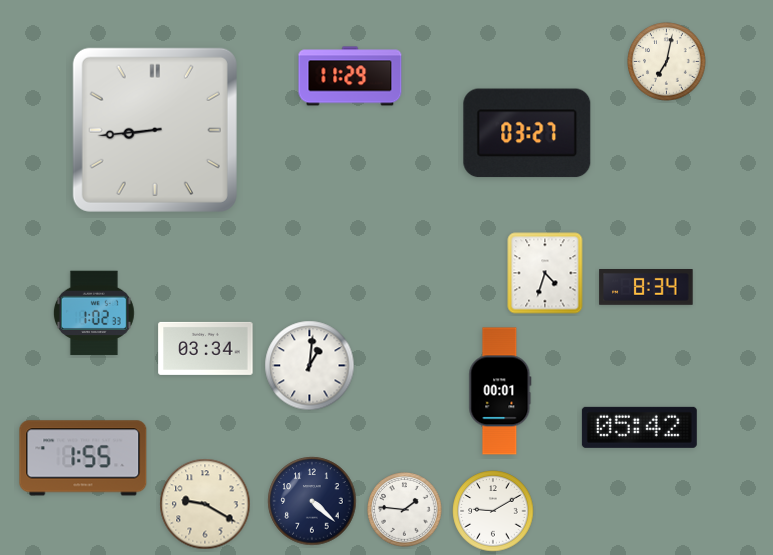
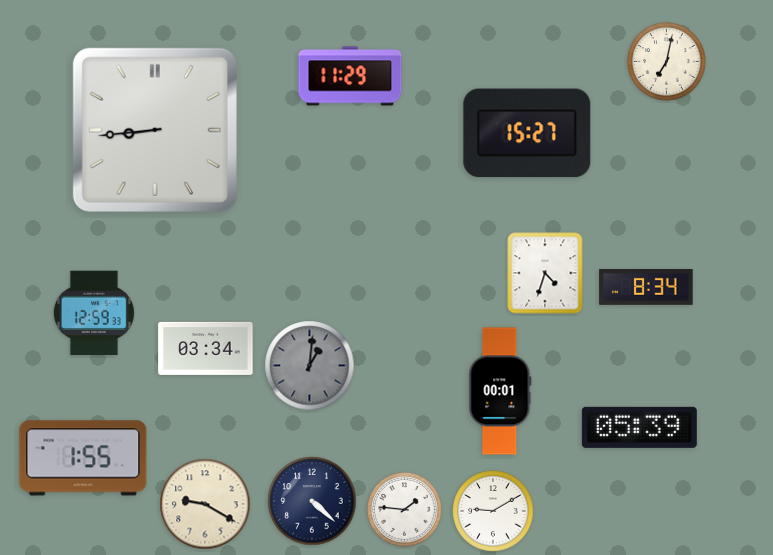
clock at (527, 133): 03:27 -> 15:27
clock at (94, 313): 1:02 -> 12:59
clock at (310, 366) dial: white -> grey
clock at (639, 427): 05:42 -> 05:39
